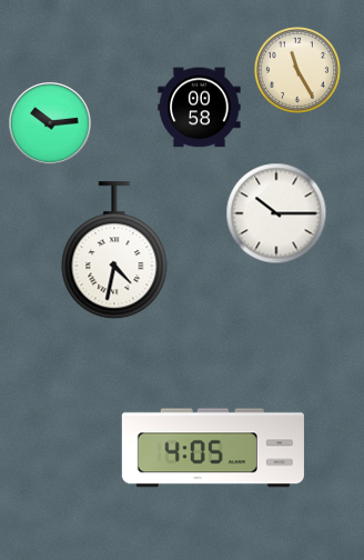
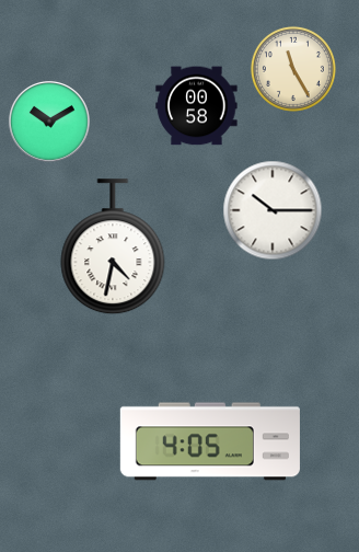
clock at (50, 123): 10:14 -> 10:10
